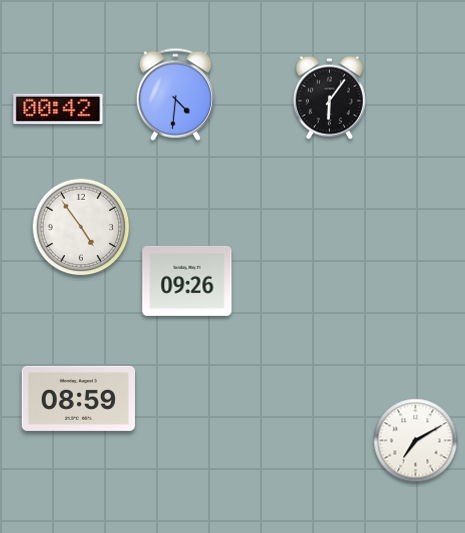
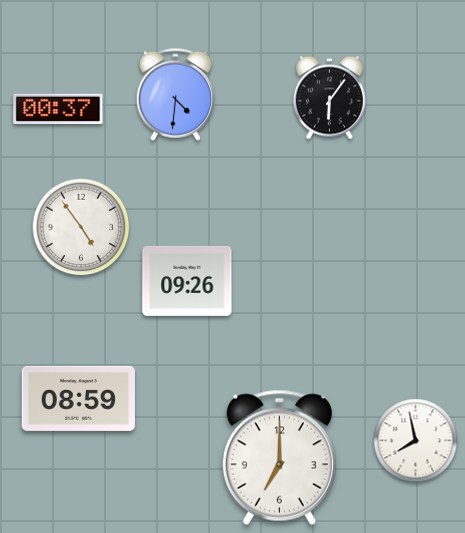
clock at (58, 109): 00:42 -> 00:37
clock at (416, 441): 7:10 -> 7:58
clock at (279, 457): none -> 7:00
